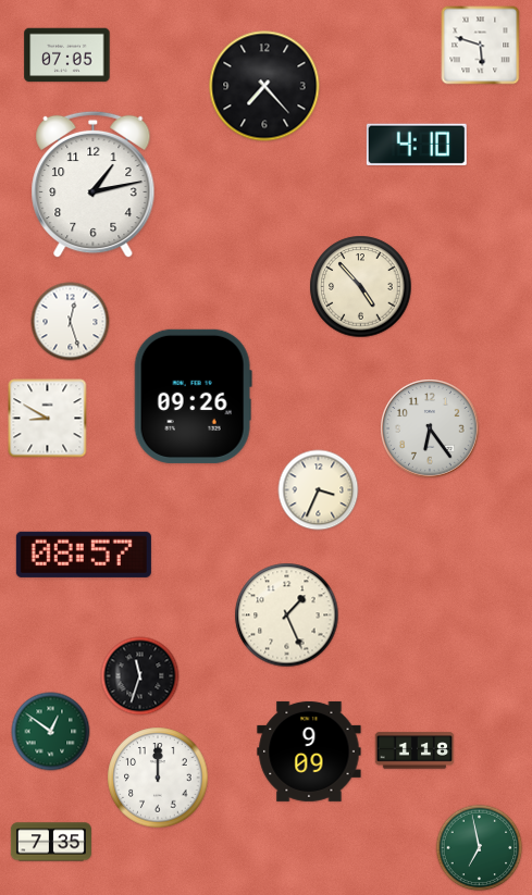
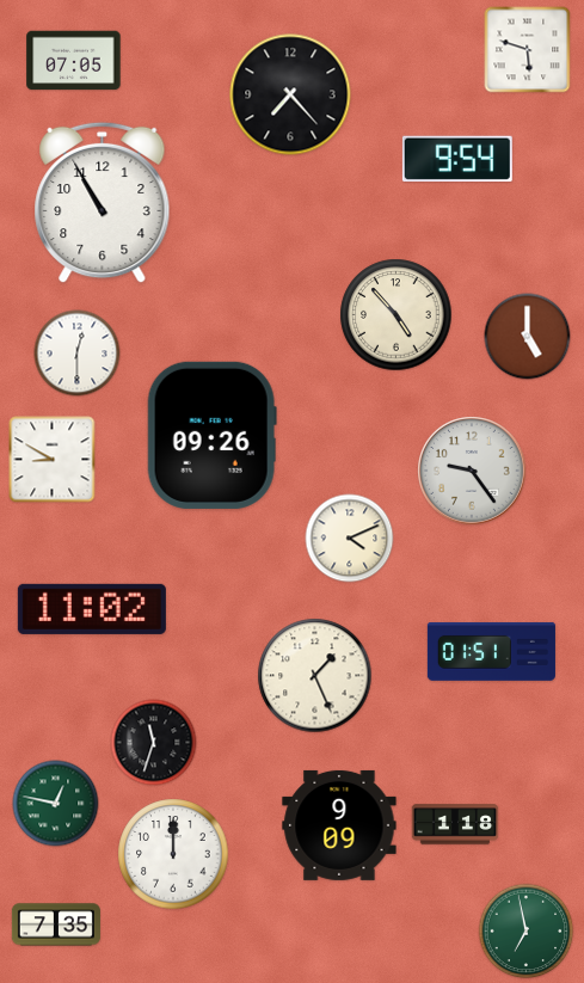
clock at (417, 145): 4:10 -> 9:54
clock at (94, 185): 1:13 -> 10:55
clock at (528, 337): none -> 5:00
clock at (71, 322): 12:27 -> 12:30
clock at (430, 428): 6:24 -> 9:24
clock at (319, 490): 3:34 -> 4:11
clock at (84, 555): 08:57 -> 11:02
clock at (491, 651): none -> 01:51
clock at (51, 732): 12:51 -> 12:47
